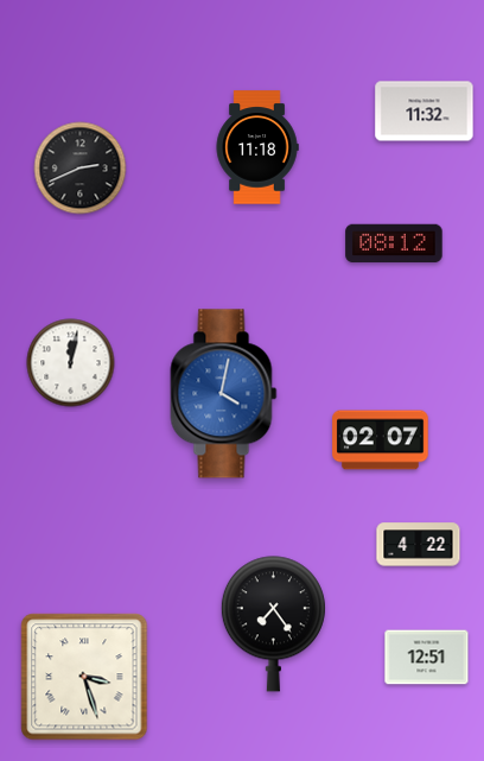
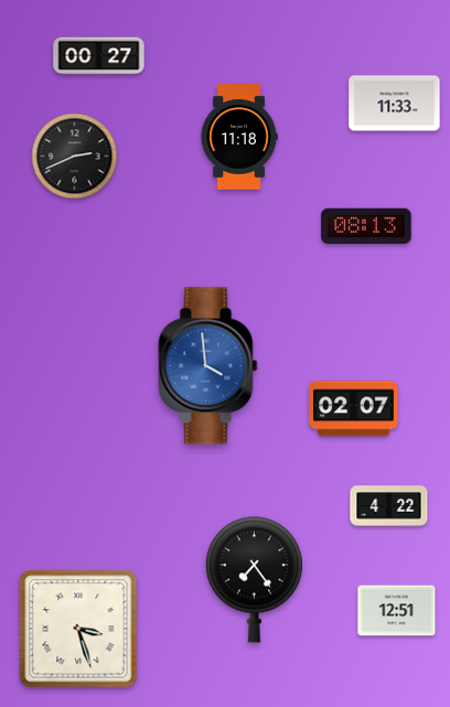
clock at (99, 56): none -> 00:27
clock at (425, 112): 11:32 -> 11:33
clock at (394, 243): 08:12 -> 08:13
clock at (71, 363): 12:02 -> none
clock at (224, 394): 4:02 -> 3:59
